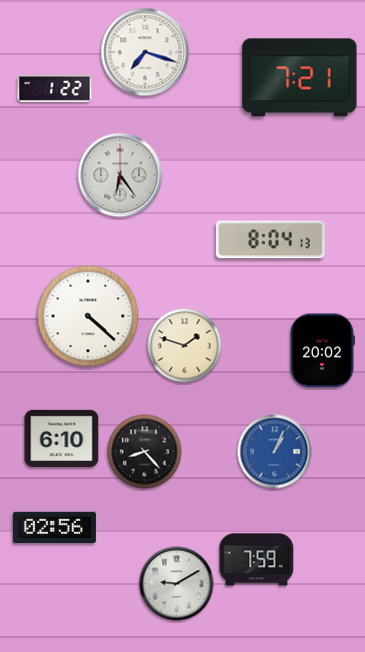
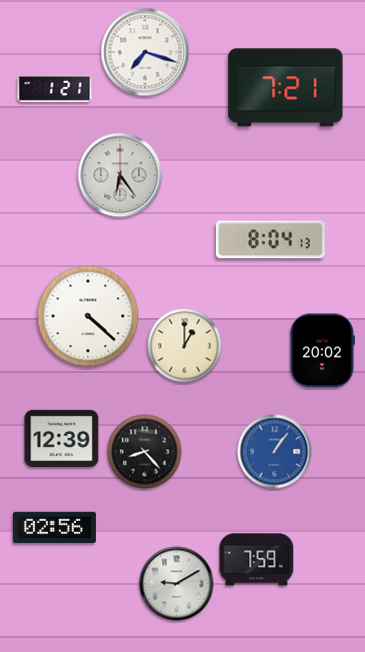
clock at (300, 78) position: (300, 78) -> (286, 88)
clock at (55, 89): 1:22 -> 1:21
clock at (185, 346): 1:48 -> 1:00
clock at (62, 438): 6:10 -> 12:39
clock at (275, 452): 1:04 -> 1:06
